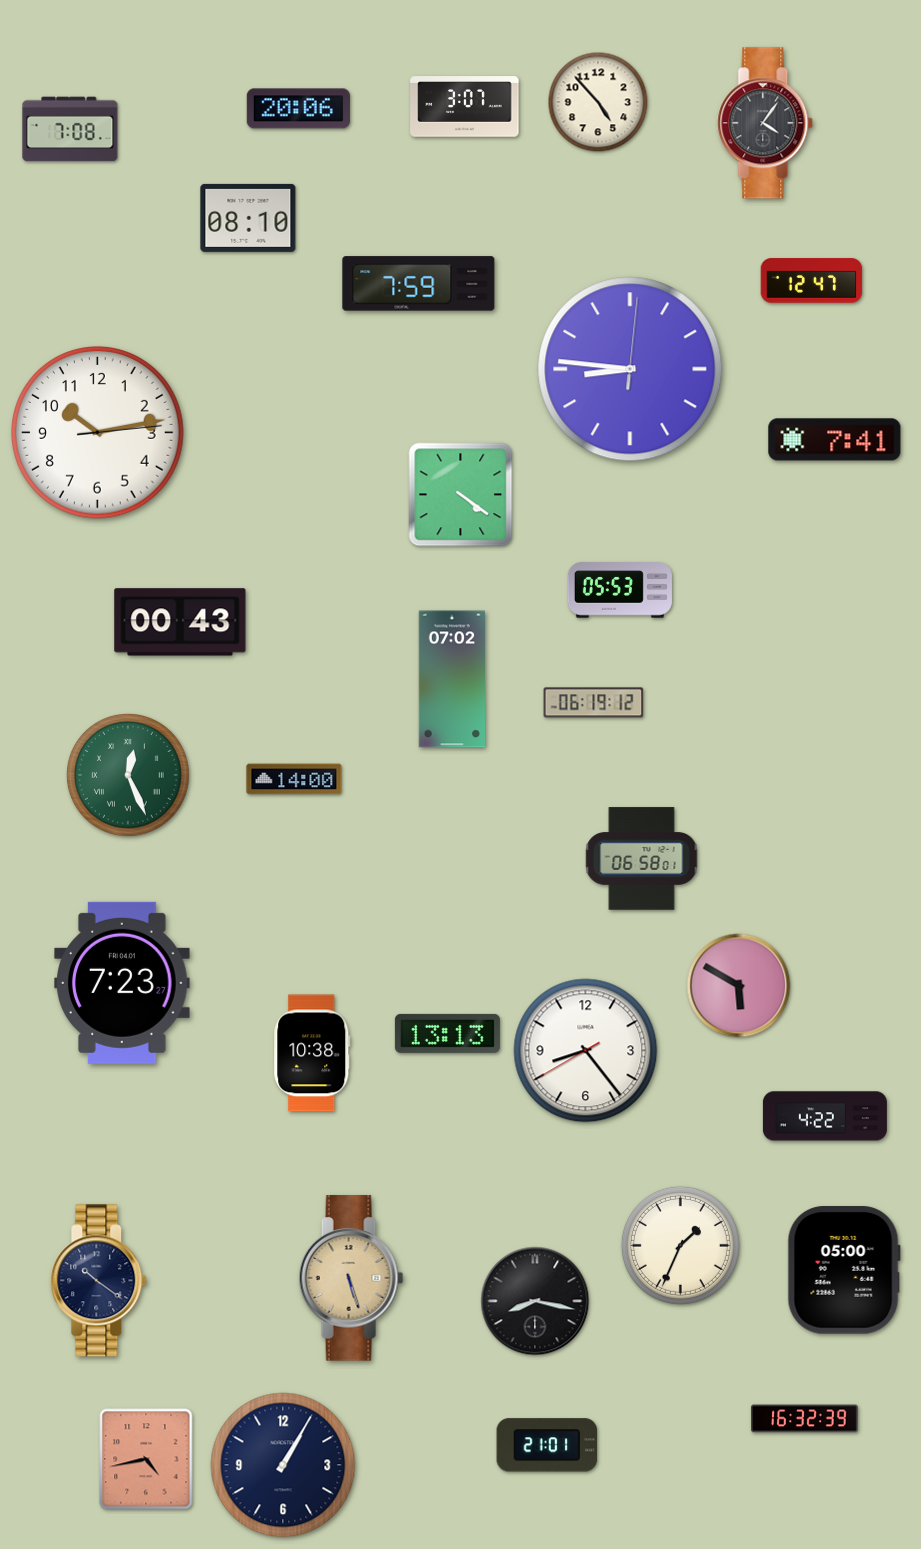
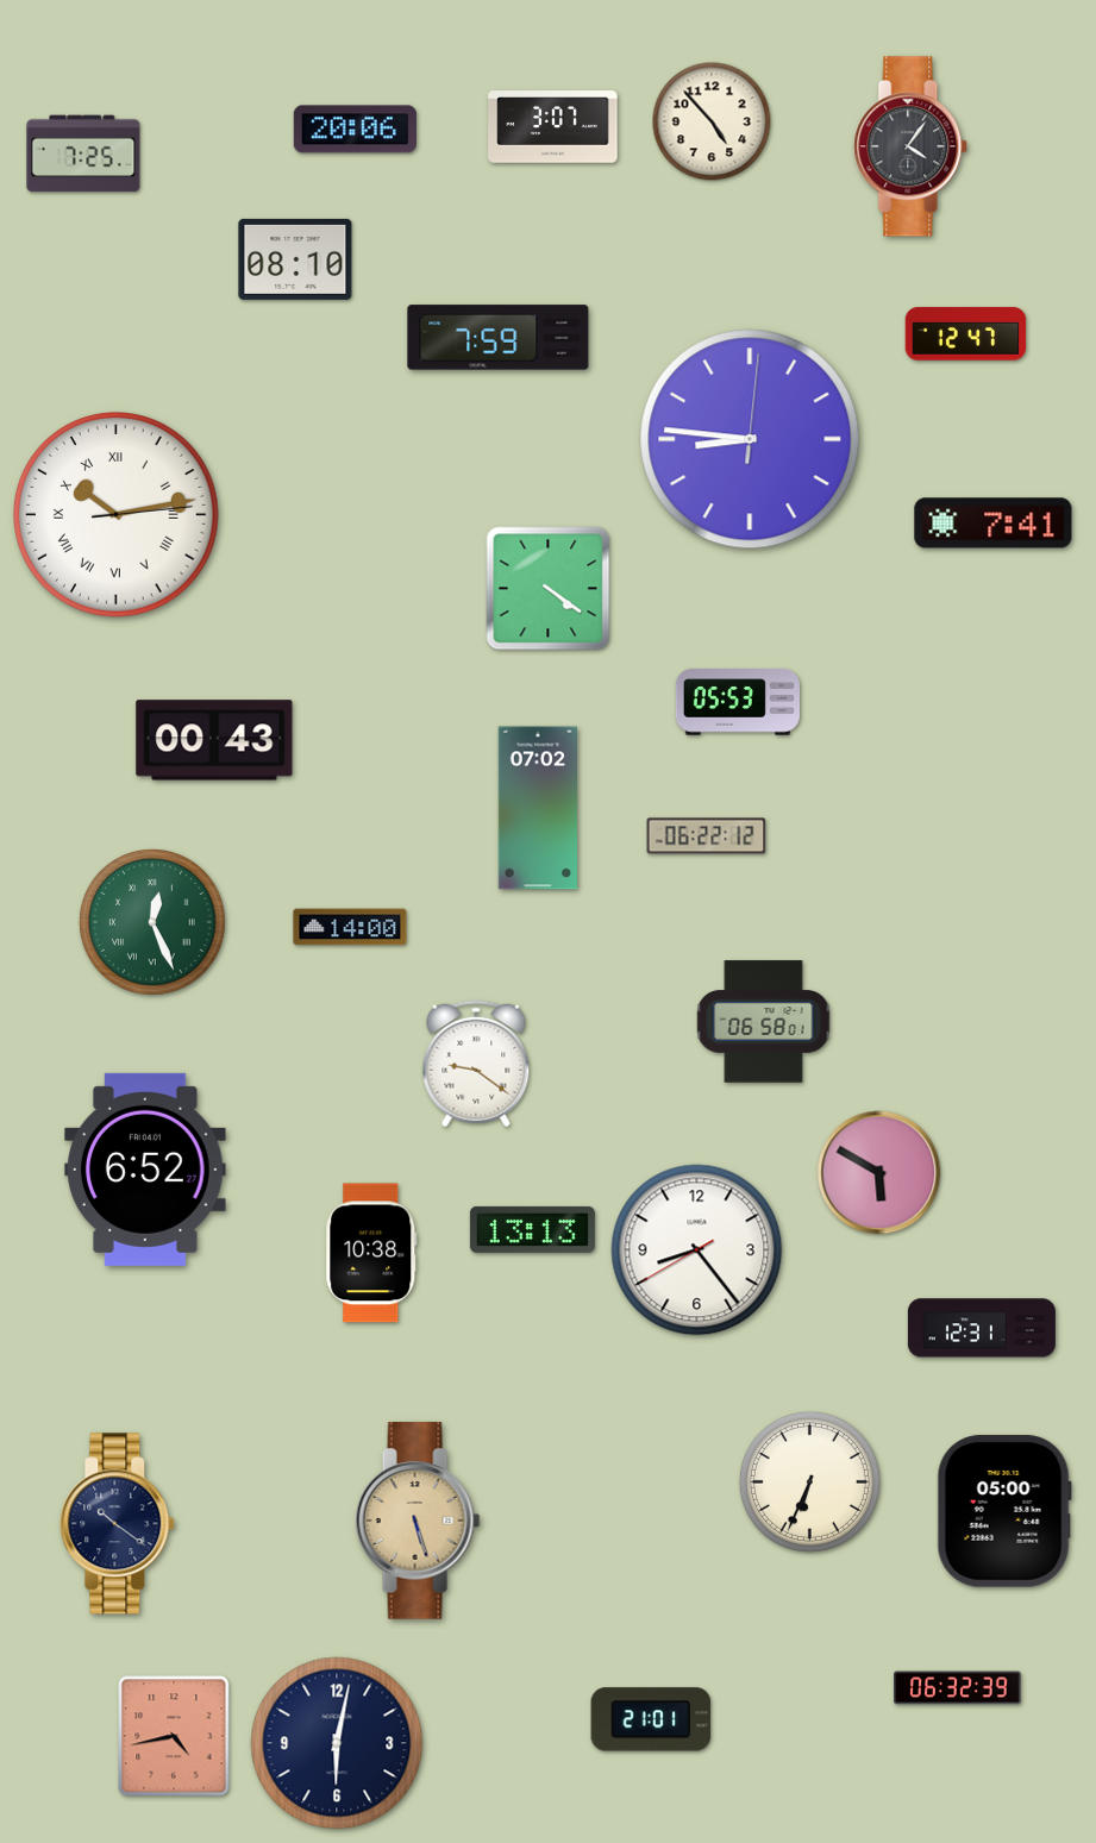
clock at (70, 129): 7:08 -> 7:25
clock at (98, 433) numerals: Arabic -> Roman
clock at (594, 703): 06:19 -> 06:22
clock at (476, 1064): none -> 9:21
clock at (122, 983): 7:23 -> 6:52
clock at (825, 1116): 4:22 -> 12:31
clock at (680, 1245): 1:34 -> 6:34
clock at (535, 1301): 8:17 -> none
clock at (805, 1419): 16:32 -> 06:32
clock at (283, 1465): 1:05 -> 6:02
